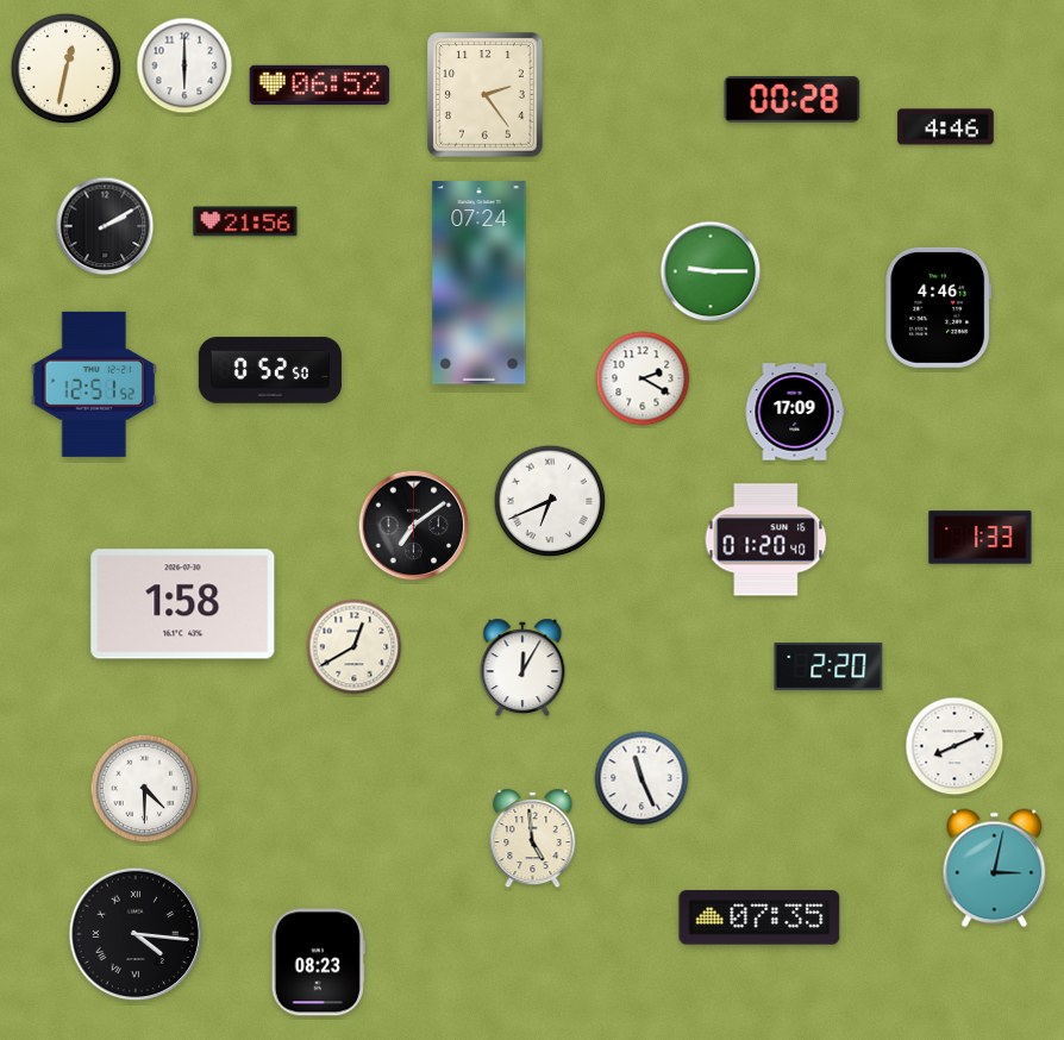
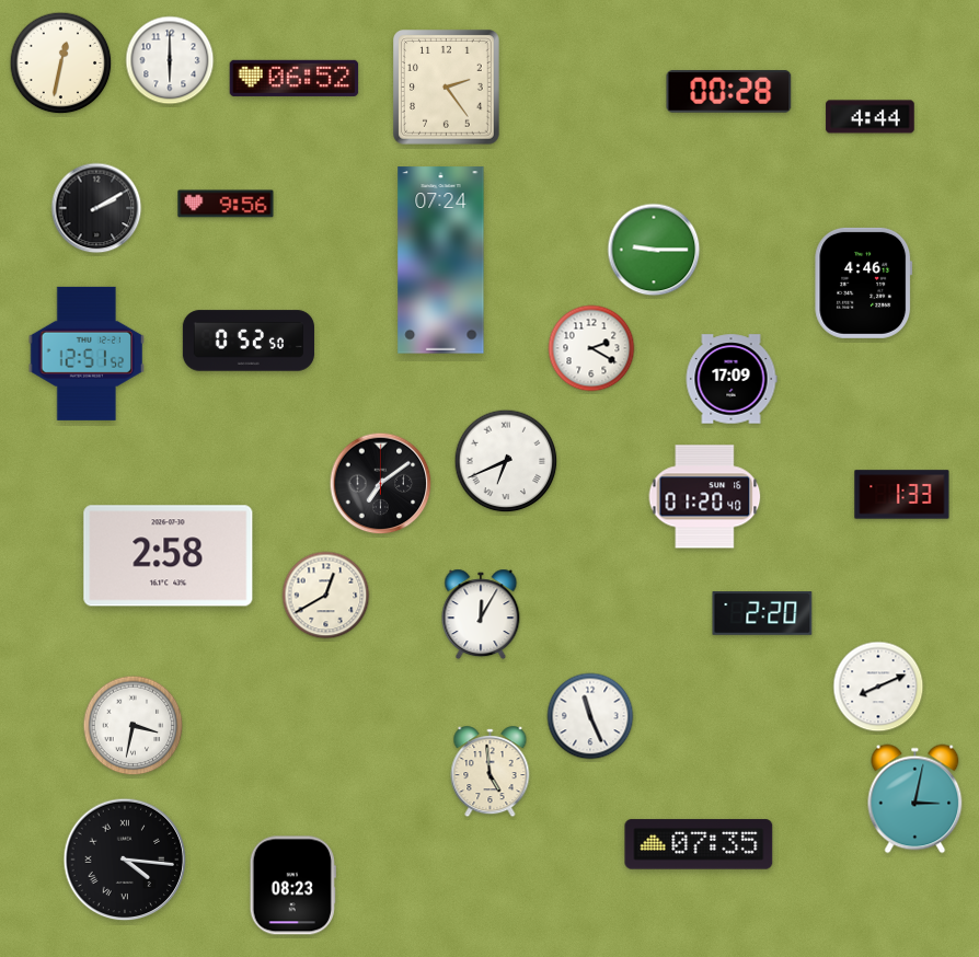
clock at (946, 127): 4:46 -> 4:44
clock at (245, 221): 21:56 -> 9:56
clock at (183, 604): 1:58 -> 2:58
clock at (145, 789): 4:30 -> 3:32
